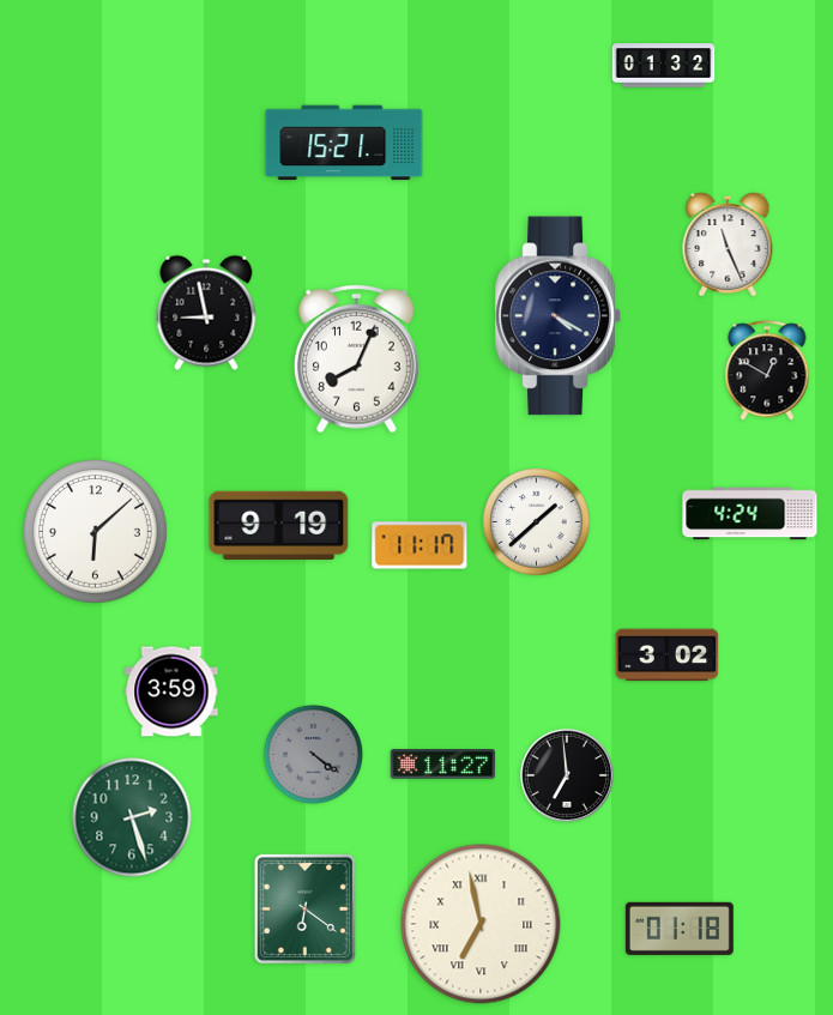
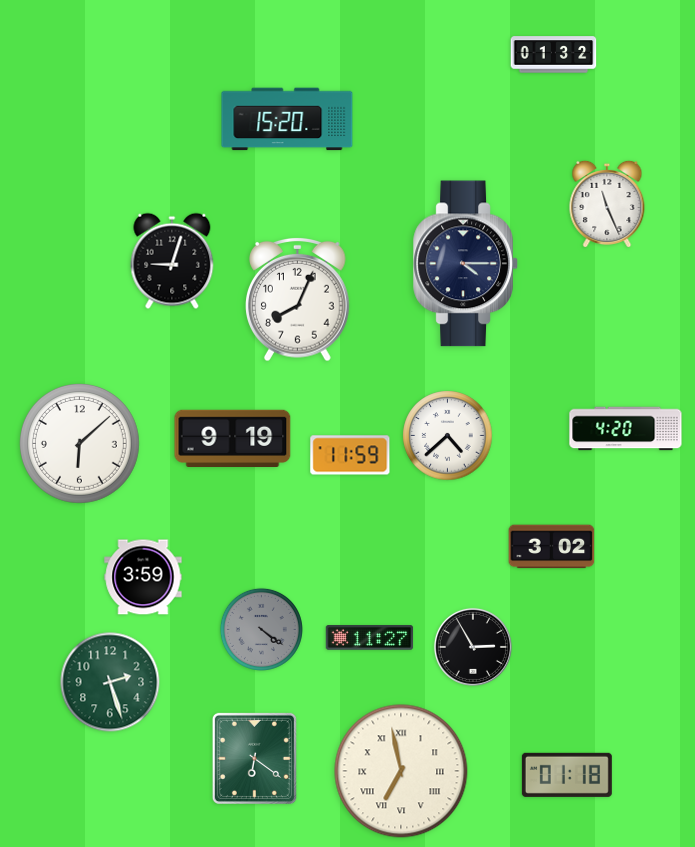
clock at (344, 143): 15:21 -> 15:20
clock at (206, 313): 8:58 -> 9:03
clock at (559, 316): 4:20 -> 4:15
clock at (767, 370): 12:50 -> none
clock at (750, 514): 4:24 -> 4:20
clock at (537, 522): 1:38 -> 4:38
clock at (419, 545): 11:17 -> 11:59
clock at (668, 655) position: (668, 655) -> (552, 547)
clock at (567, 775): 6:59 -> 2:55
